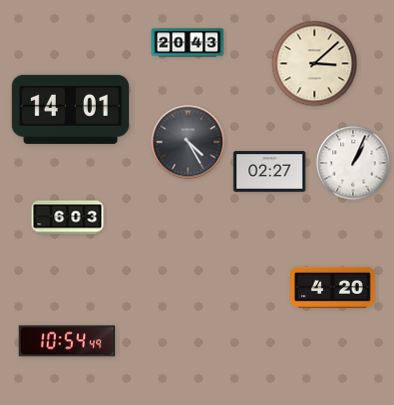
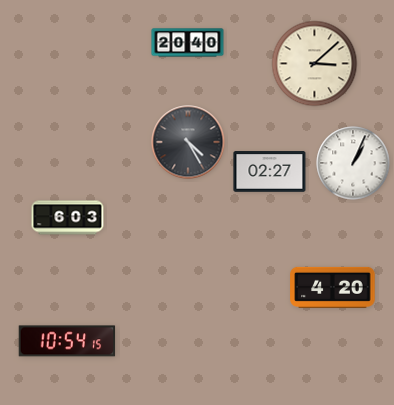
clock at (188, 43): 20:43 -> 20:40
clock at (70, 109): 14:01 -> none
clock at (67, 341): 10:54:49 -> 10:54:15
